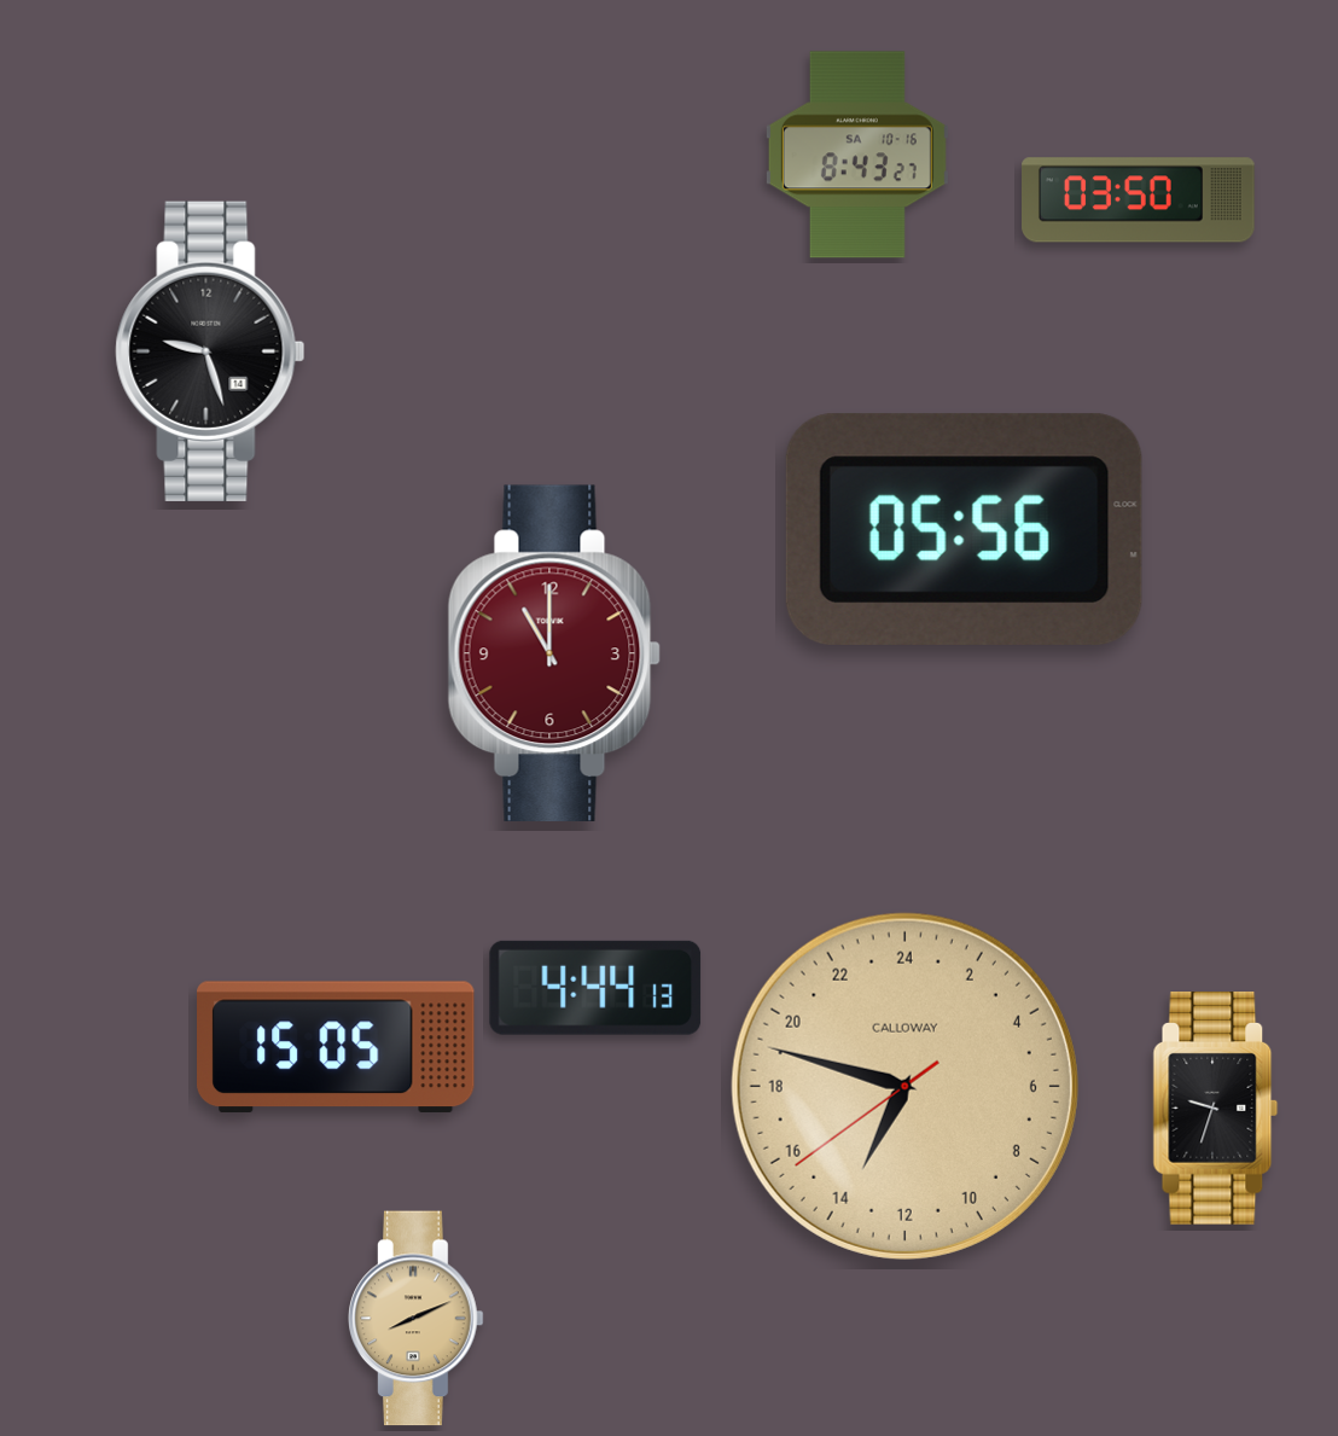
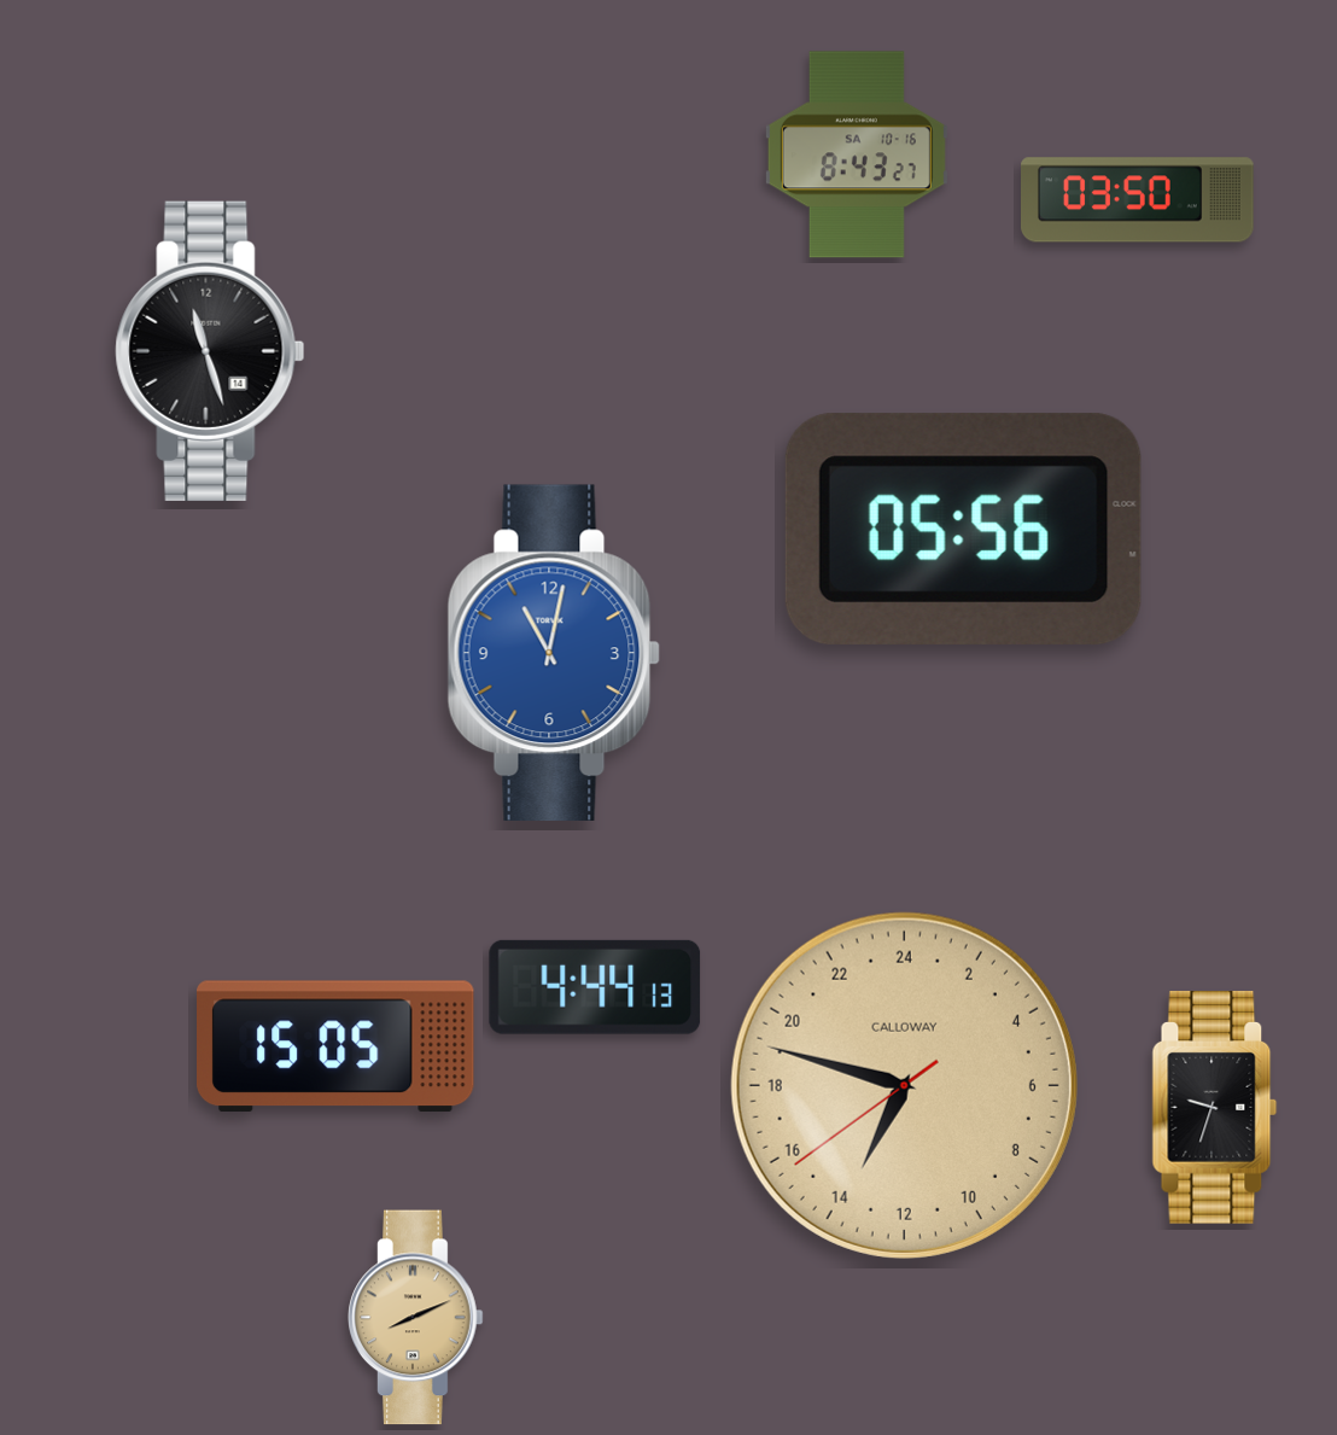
clock at (210, 351): 9:27 -> 11:27
clock at (554, 652): 11:00 -> 11:02
clock at (554, 652) dial: burgundy -> blue
